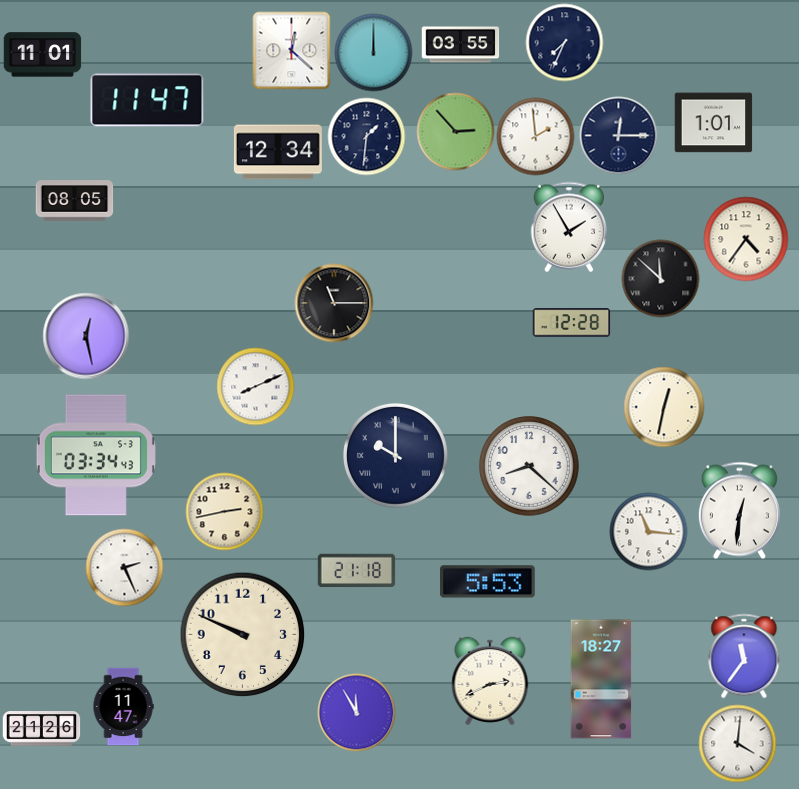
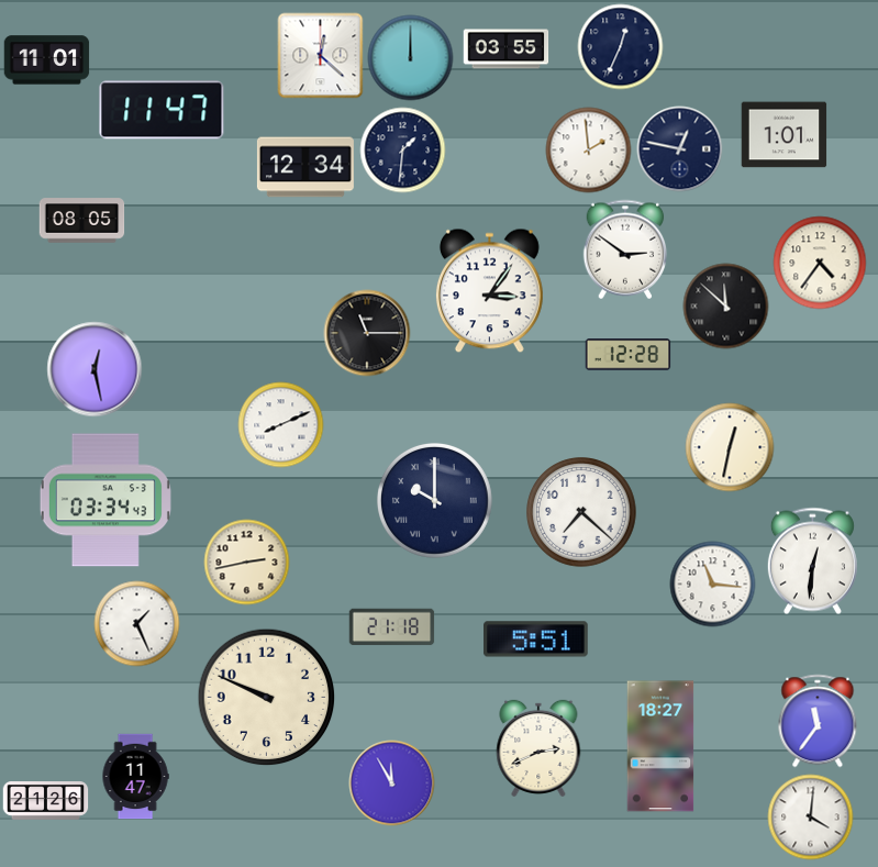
clock at (564, 42): 7:34 -> 12:34
clock at (455, 131): 2:53 -> none
clock at (618, 135): 12:15 -> 12:47
clock at (569, 227): 1:55 -> 2:51
clock at (489, 290): none -> 3:06
clock at (529, 466): 8:22 -> 7:22
clock at (124, 567): 2:26 -> 1:26
clock at (488, 582): 5:53 -> 5:51
